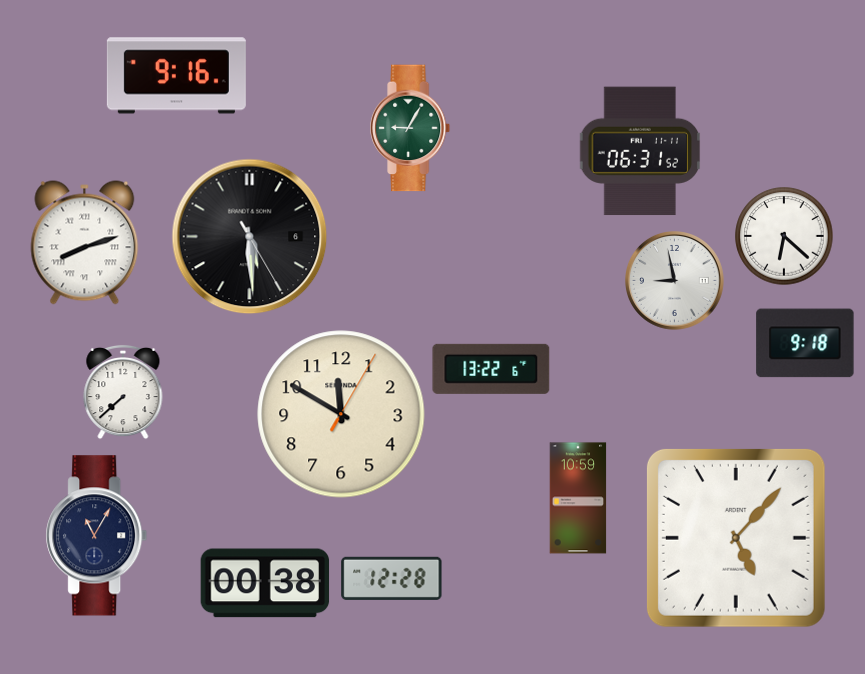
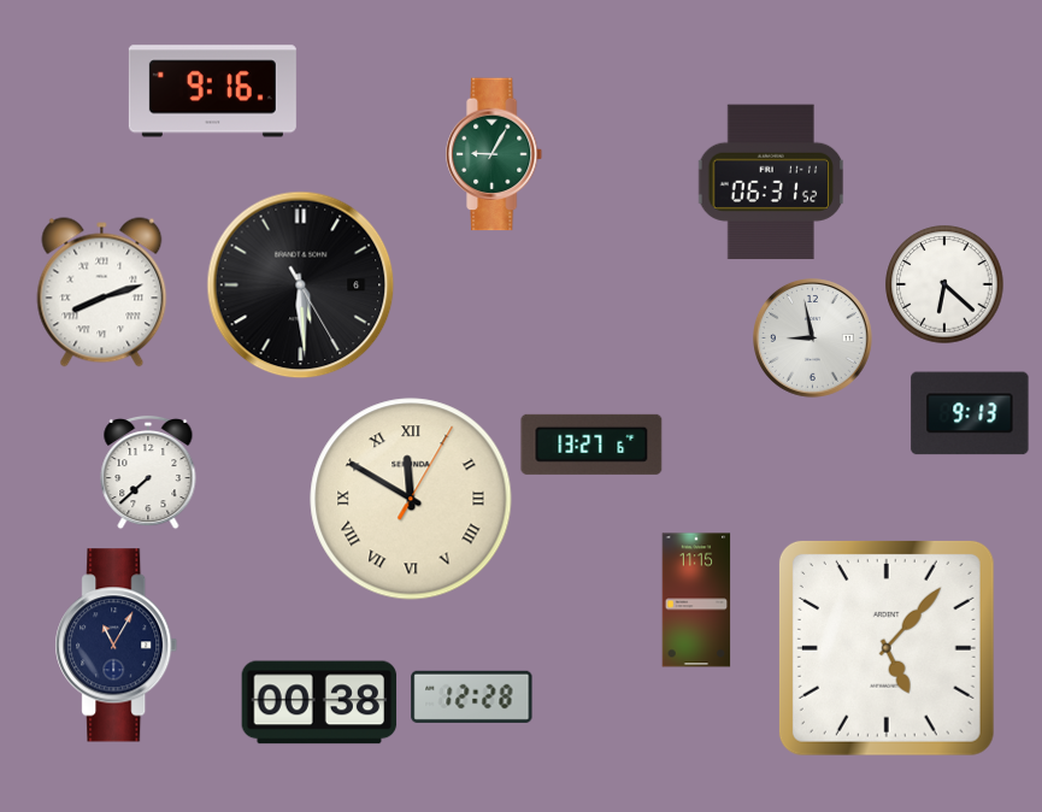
clock at (805, 343): 9:18 -> 9:13
clock at (491, 369): 13:22 -> 13:27
clock at (341, 414) numerals: Arabic -> Roman
clock at (578, 498): 10:59 -> 11:15
